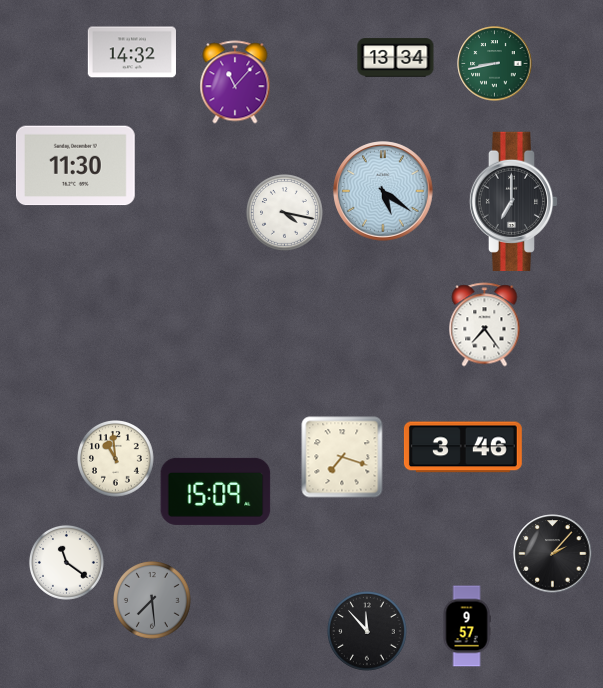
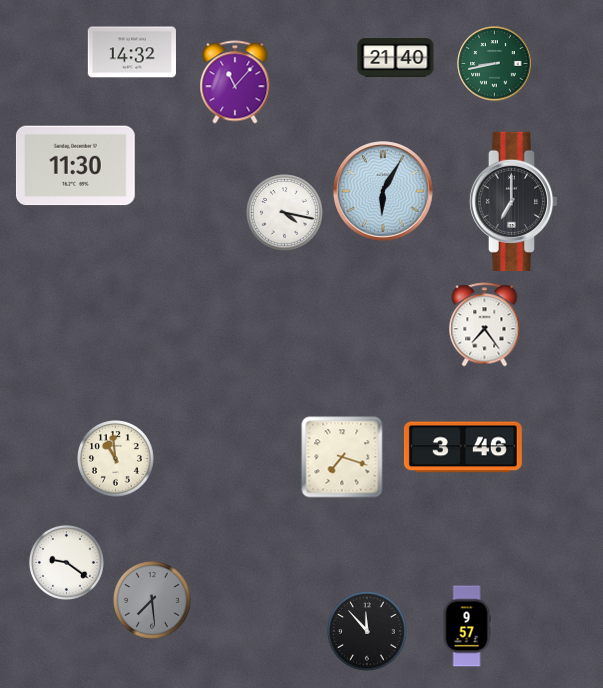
clock at (396, 58): 13:34 -> 21:40
clock at (383, 191): 5:21 -> 6:05
clock at (216, 491): 15:09 -> none
clock at (553, 554): 2:07 -> none
clock at (67, 563): 11:21 -> 9:21
